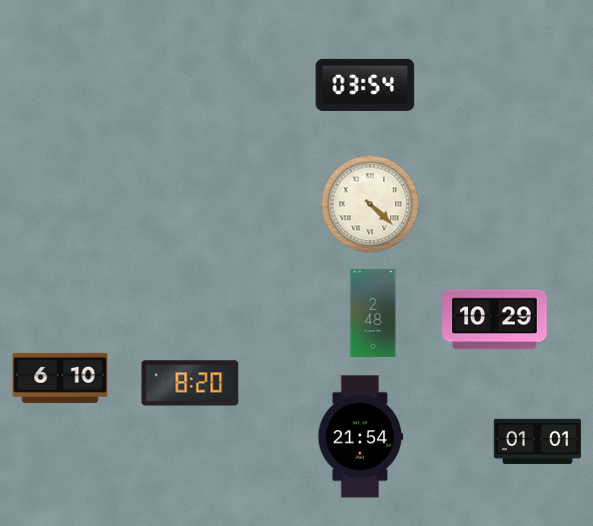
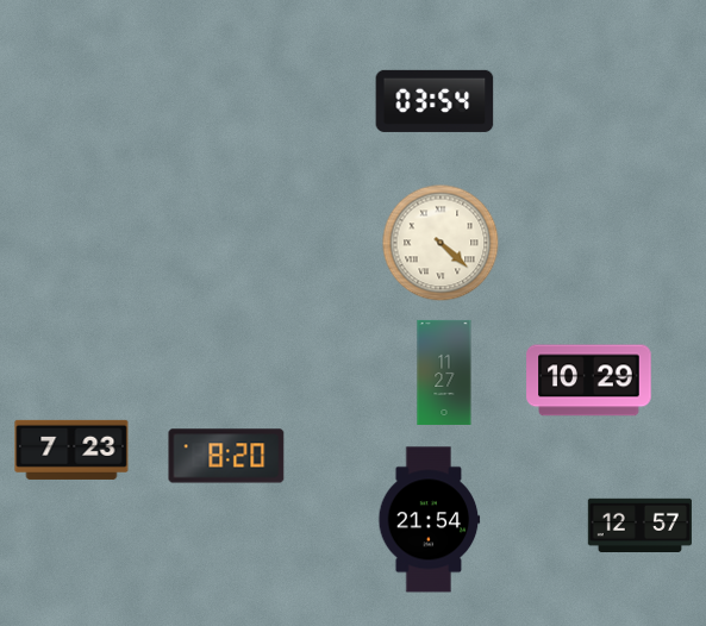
clock at (373, 313): 2:48 -> 11:27
clock at (60, 378): 6:10 -> 7:23
clock at (537, 442): 01:01 -> 12:57
